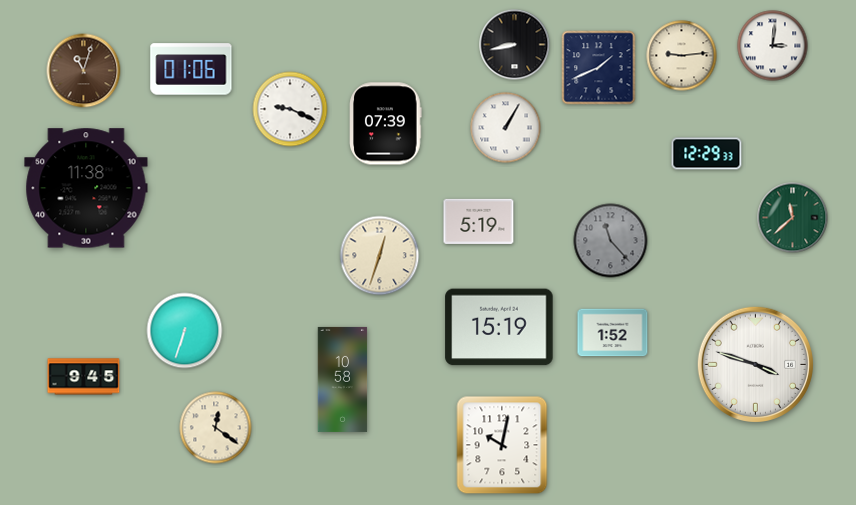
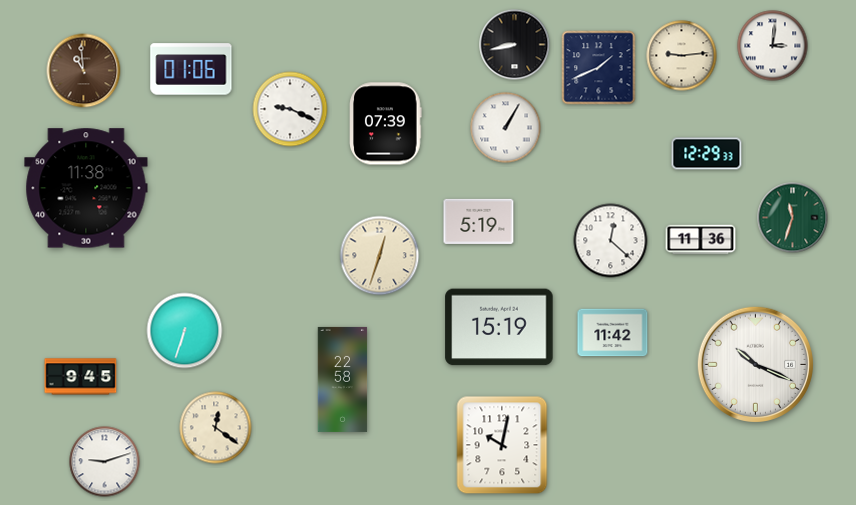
clock at (84, 71): 11:03 -> 10:59
clock at (793, 218): 11:38 -> 11:33
clock at (701, 240): none -> 11:36
clock at (611, 241): 11:23 -> 12:22
clock at (611, 241) dial: grey -> white
clock at (613, 333): 1:52 -> 11:42
clock at (755, 364): 3:48 -> 10:19
clock at (84, 377) position: (84, 377) -> (81, 377)
clock at (343, 379): 10:58 -> 22:58
clock at (105, 462): none -> 9:12
